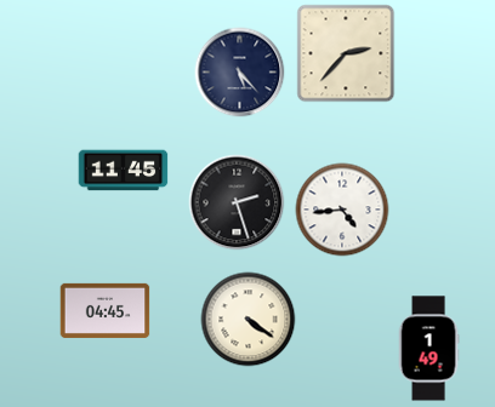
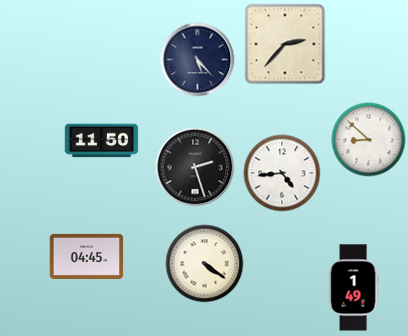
clock at (369, 140): none -> 8:52
clock at (124, 171): 11:45 -> 11:50
